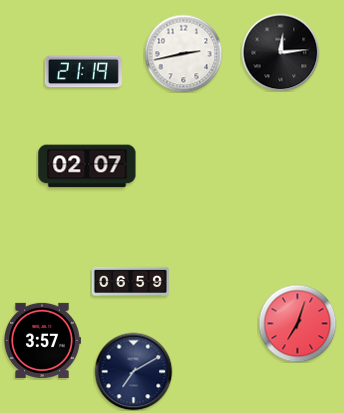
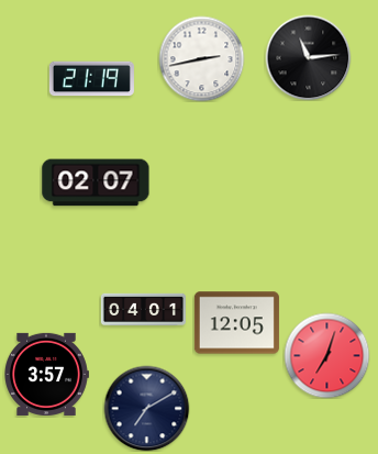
clock at (280, 52): 12:14 -> 11:14
clock at (130, 281): 06:59 -> 04:01
clock at (236, 323): none -> 12:05
